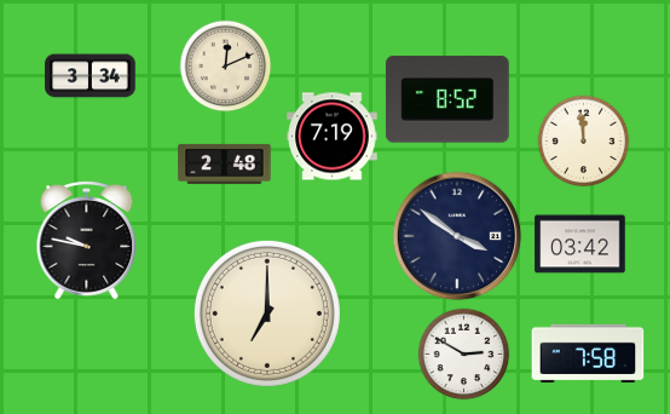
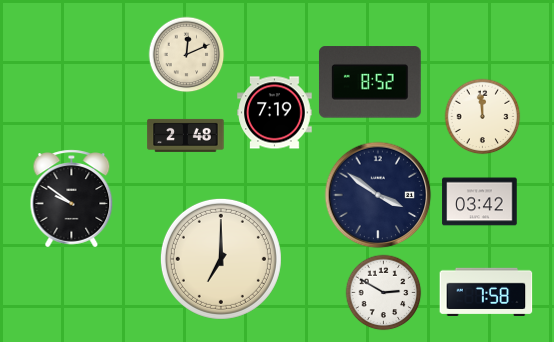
clock at (91, 76): 3:34 -> none
clock at (87, 241): 9:47 -> 9:51
